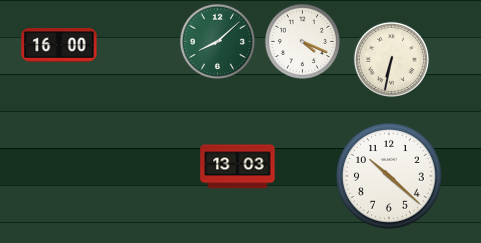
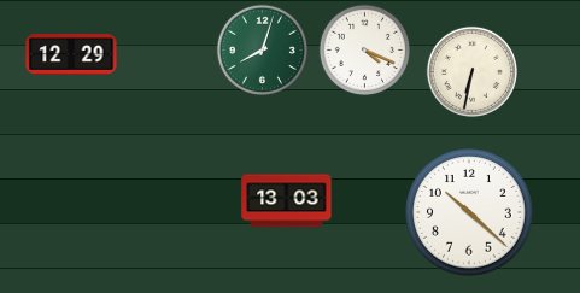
clock at (217, 41): 8:08 -> 8:03
clock at (59, 45): 16:00 -> 12:29
